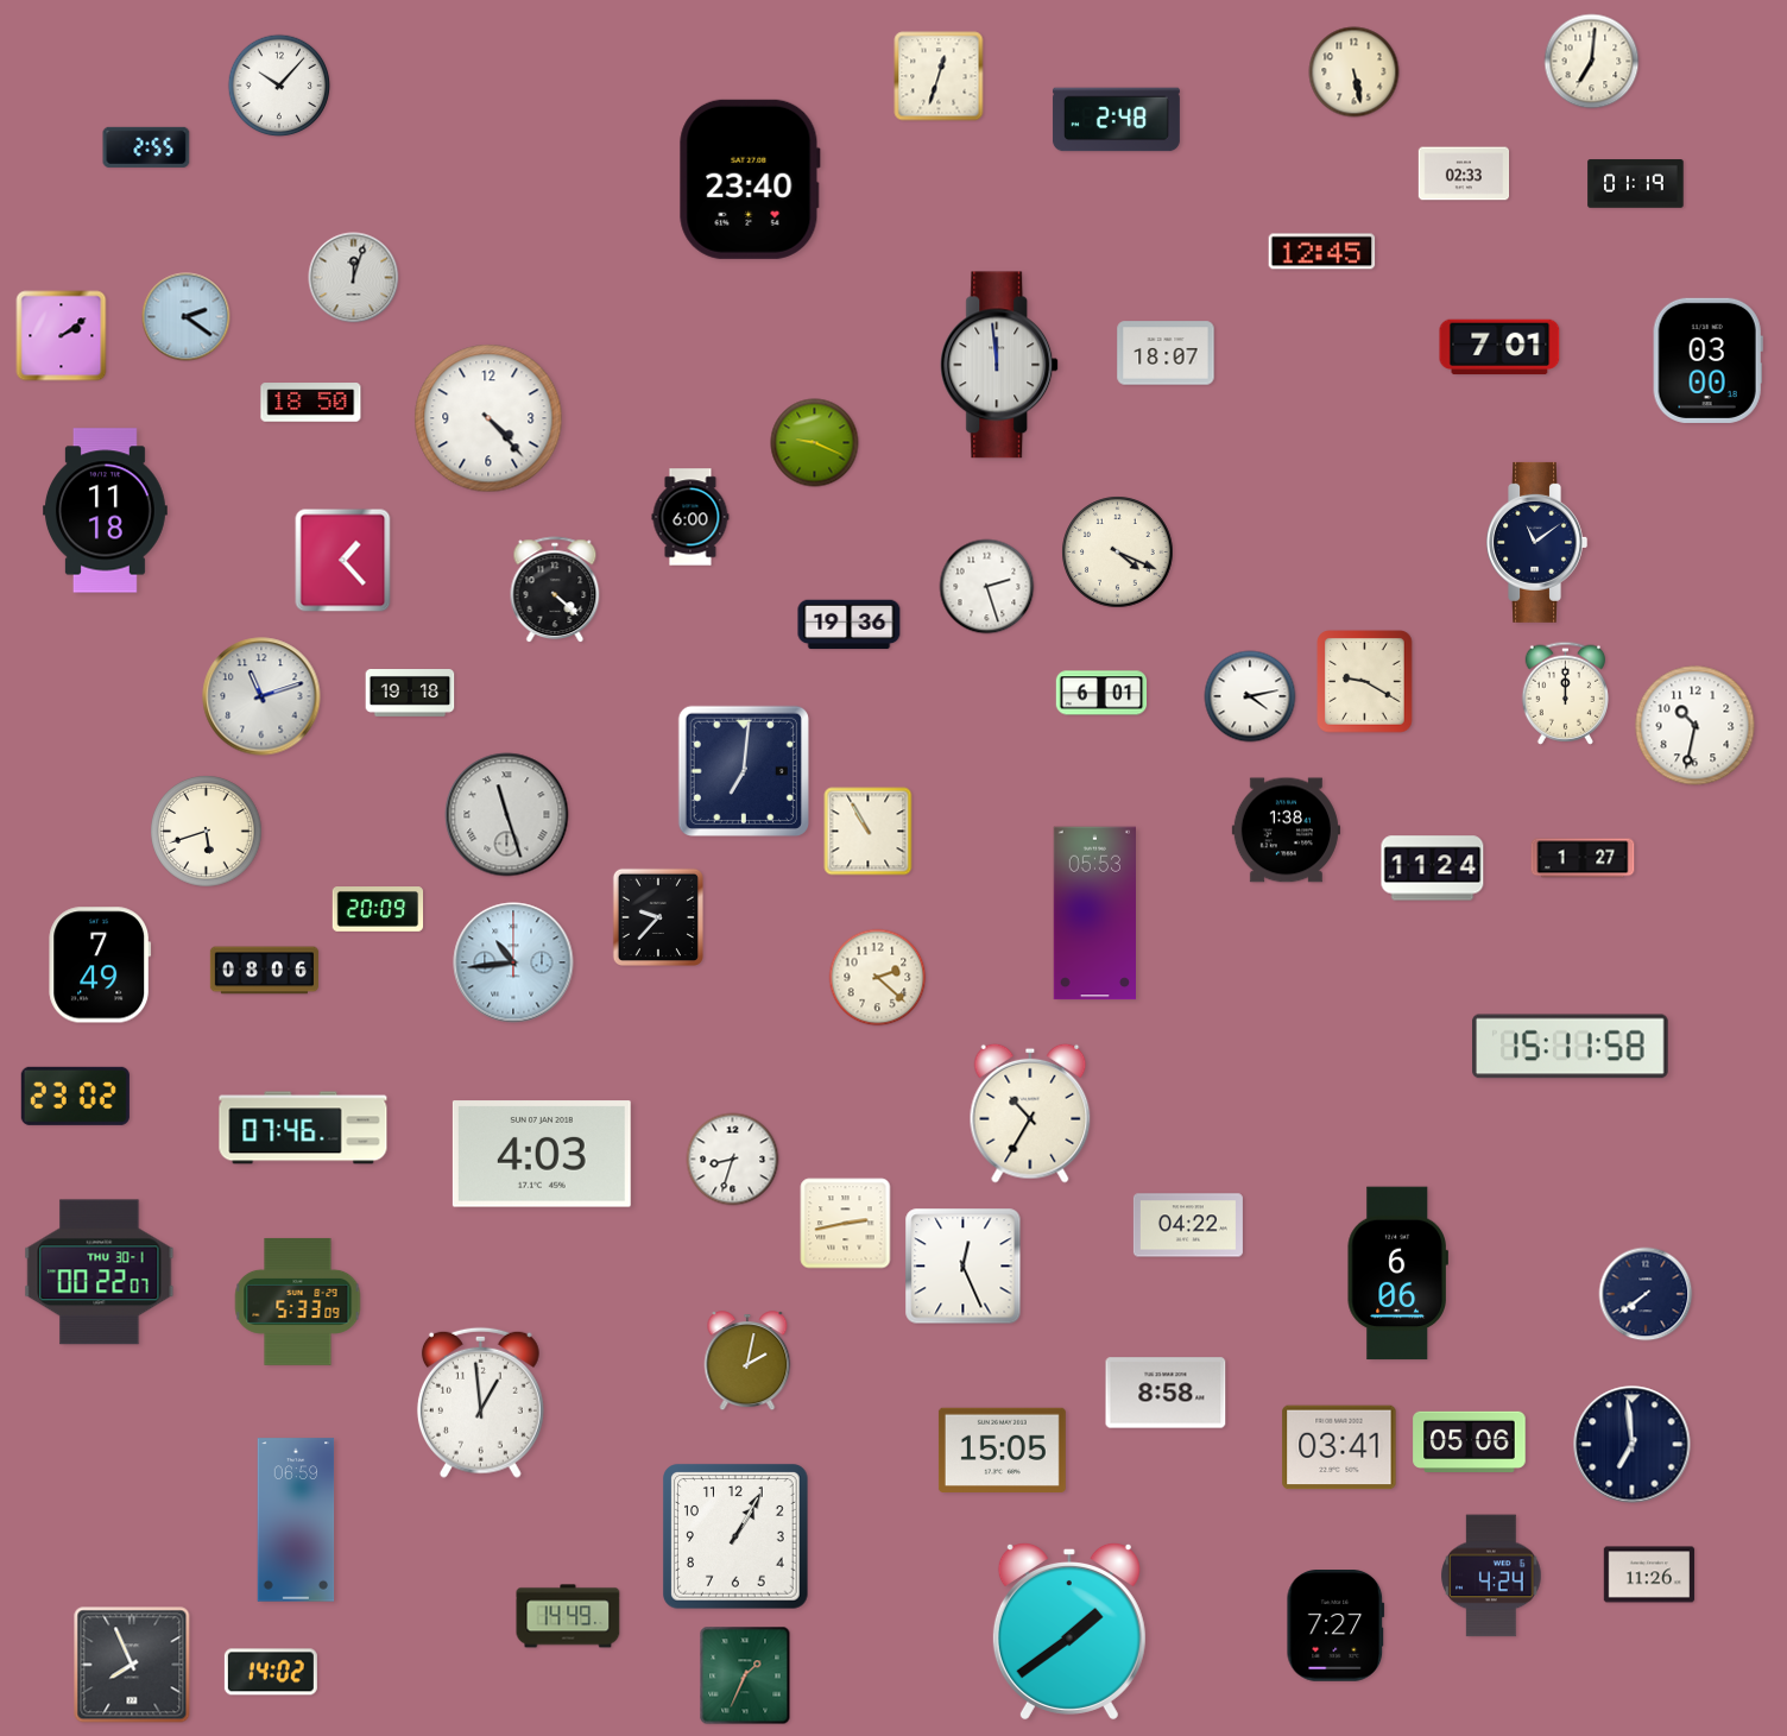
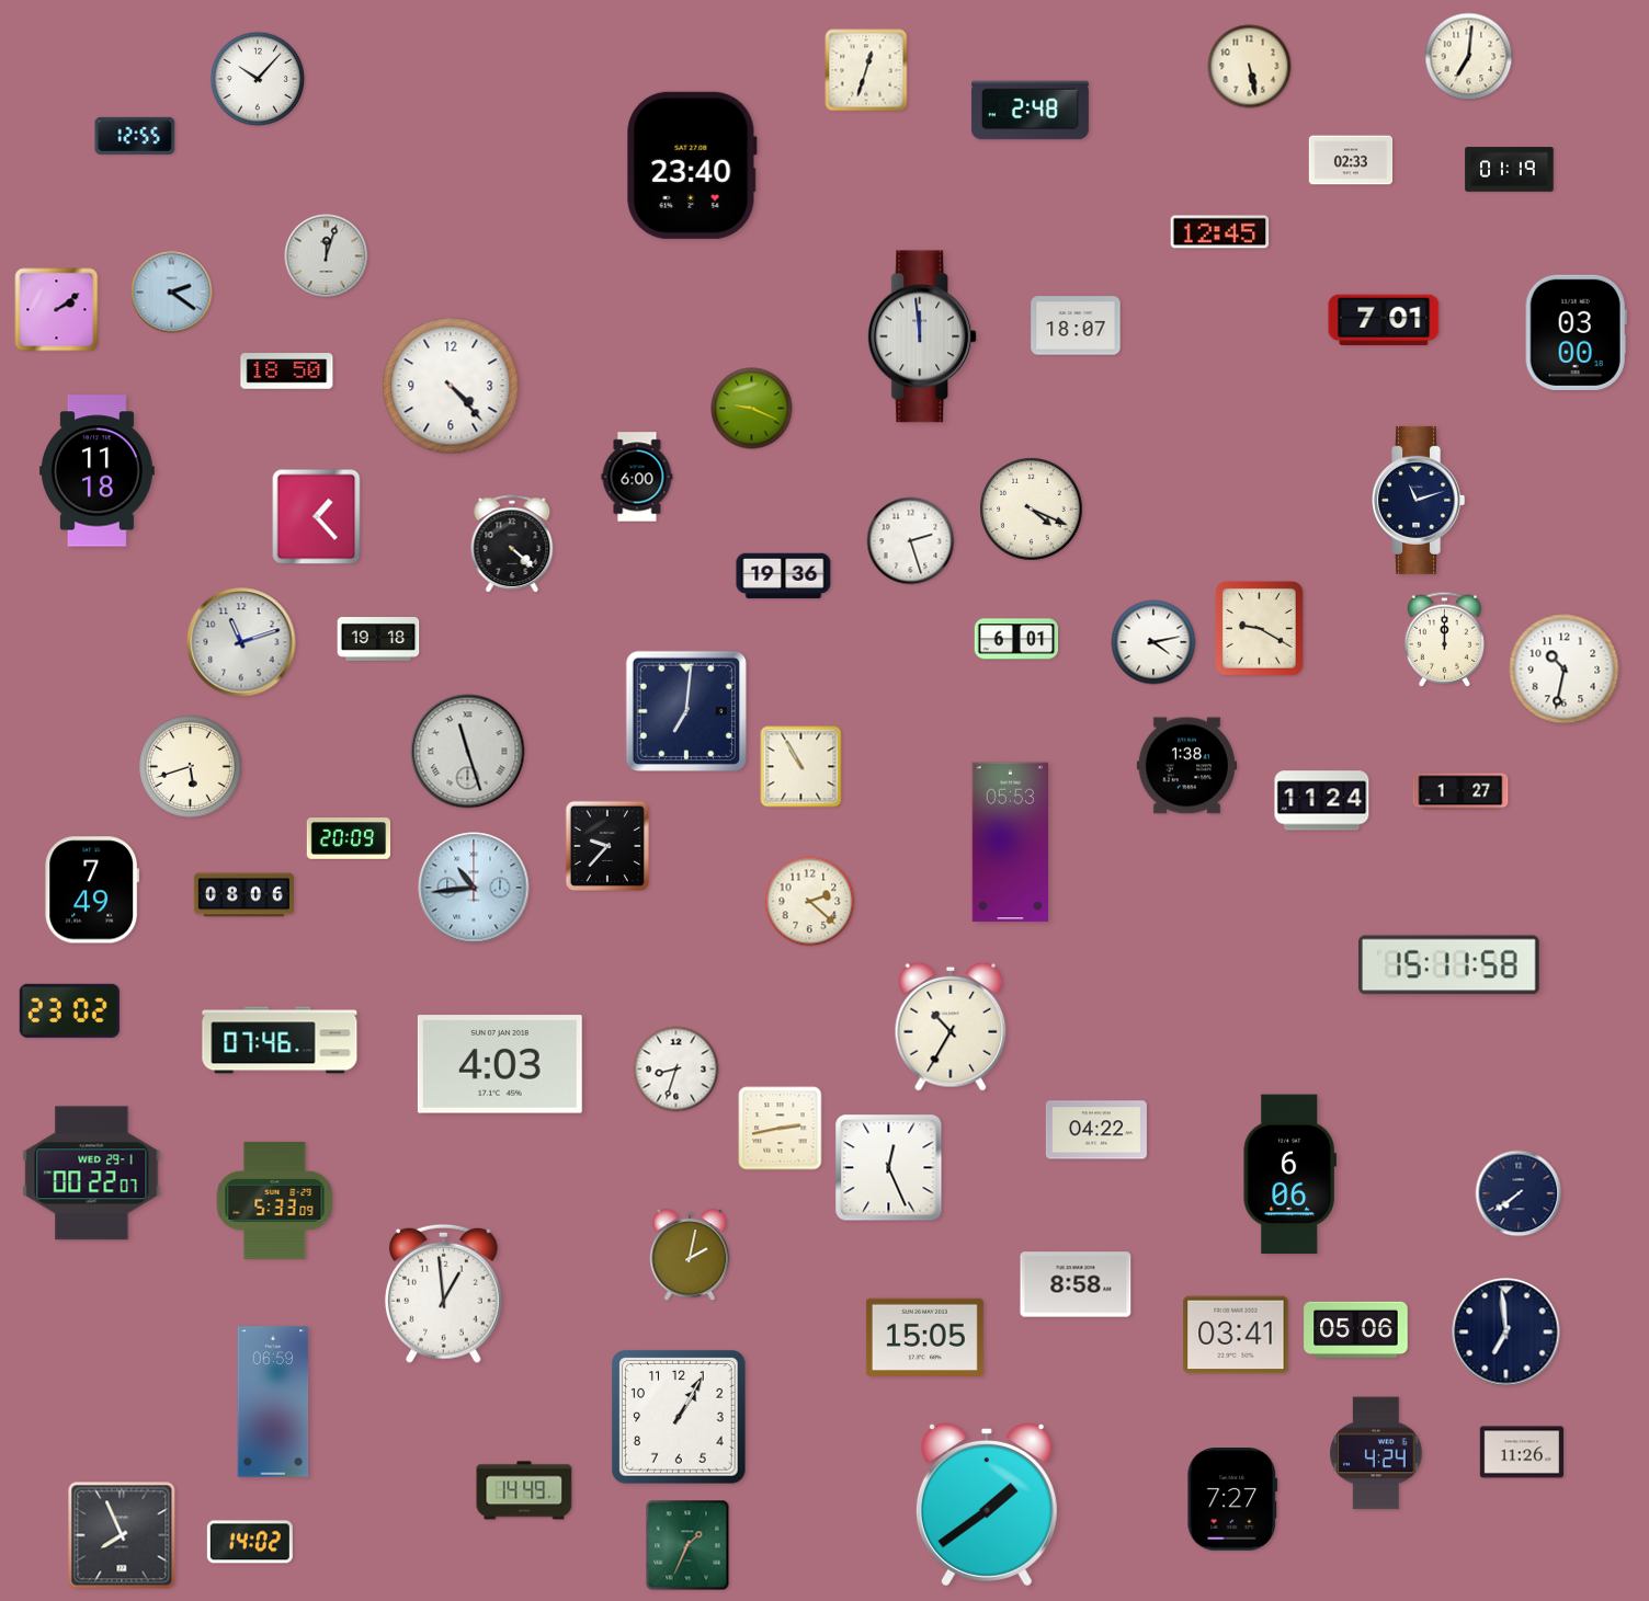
clock at (146, 147): 2:55 -> 12:55
clock at (1536, 542): 11:09 -> 11:12
clock at (100, 1273) date: THU 30-1 -> WED 29-1
